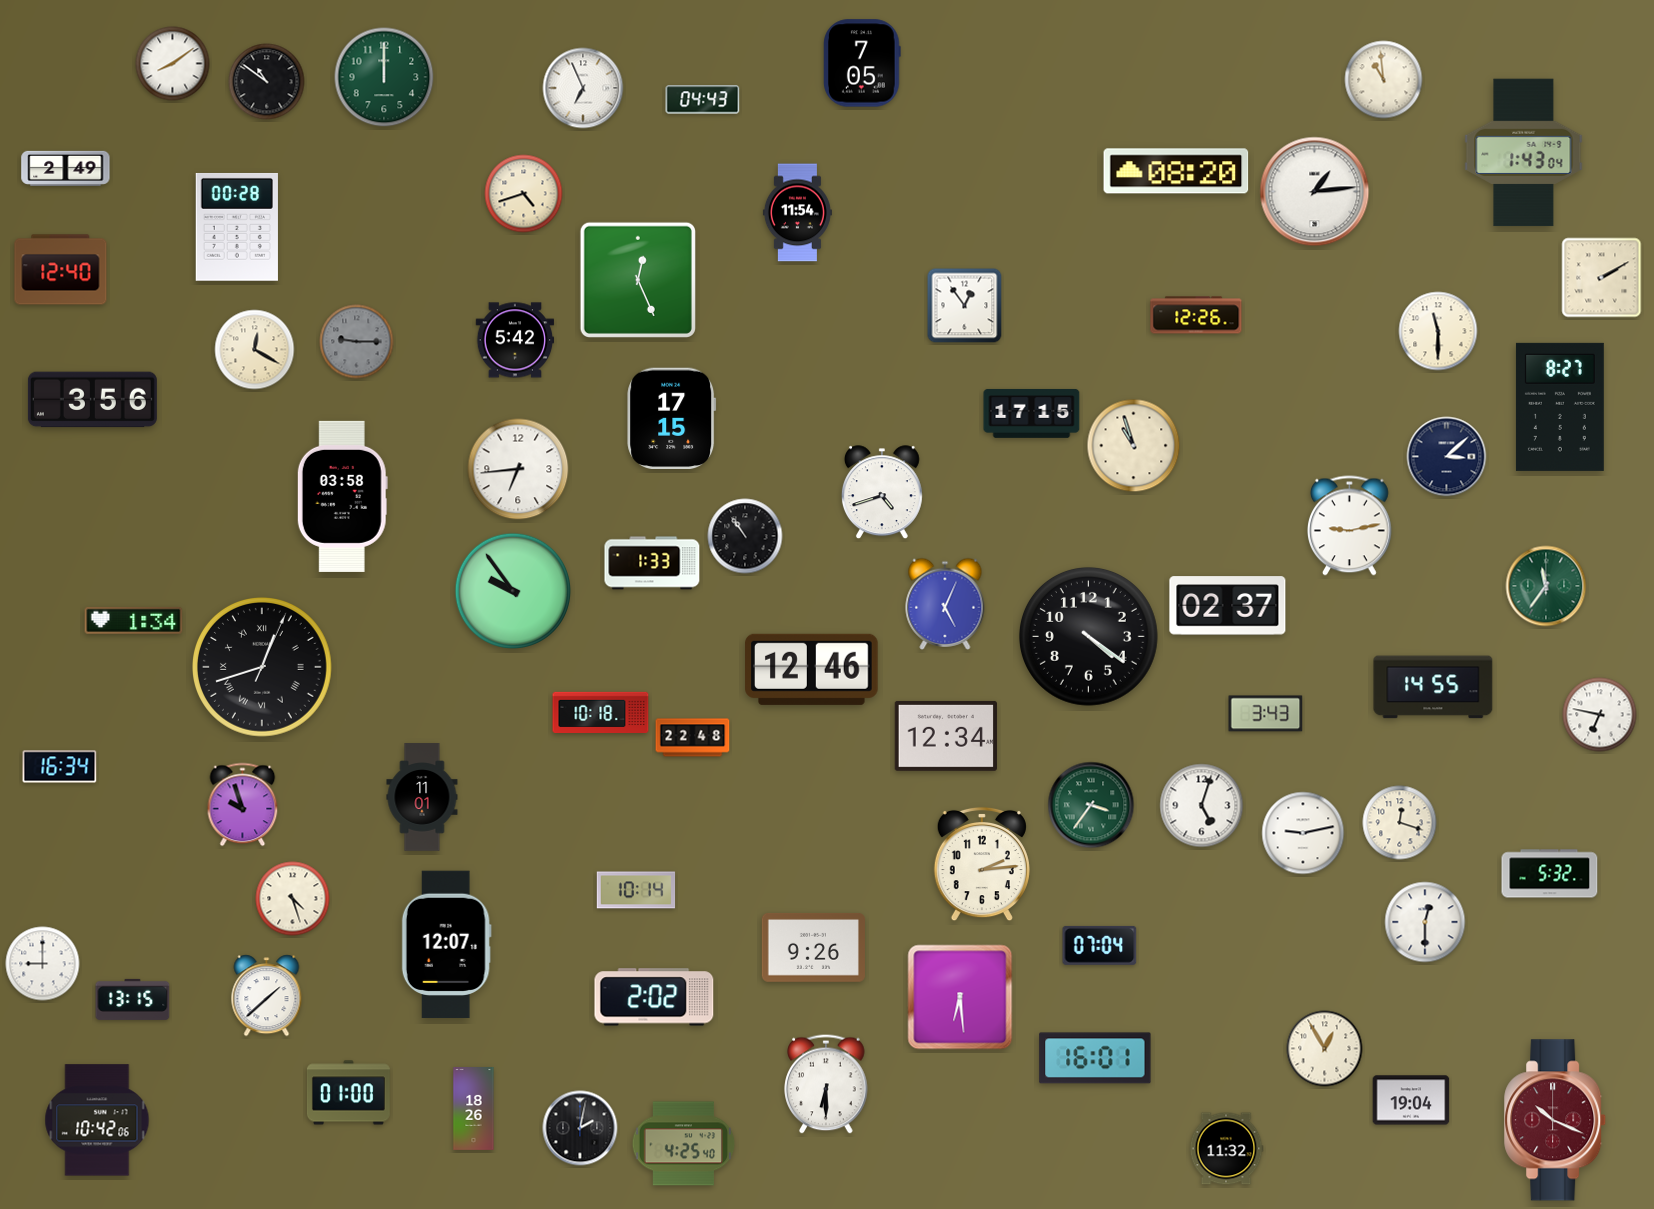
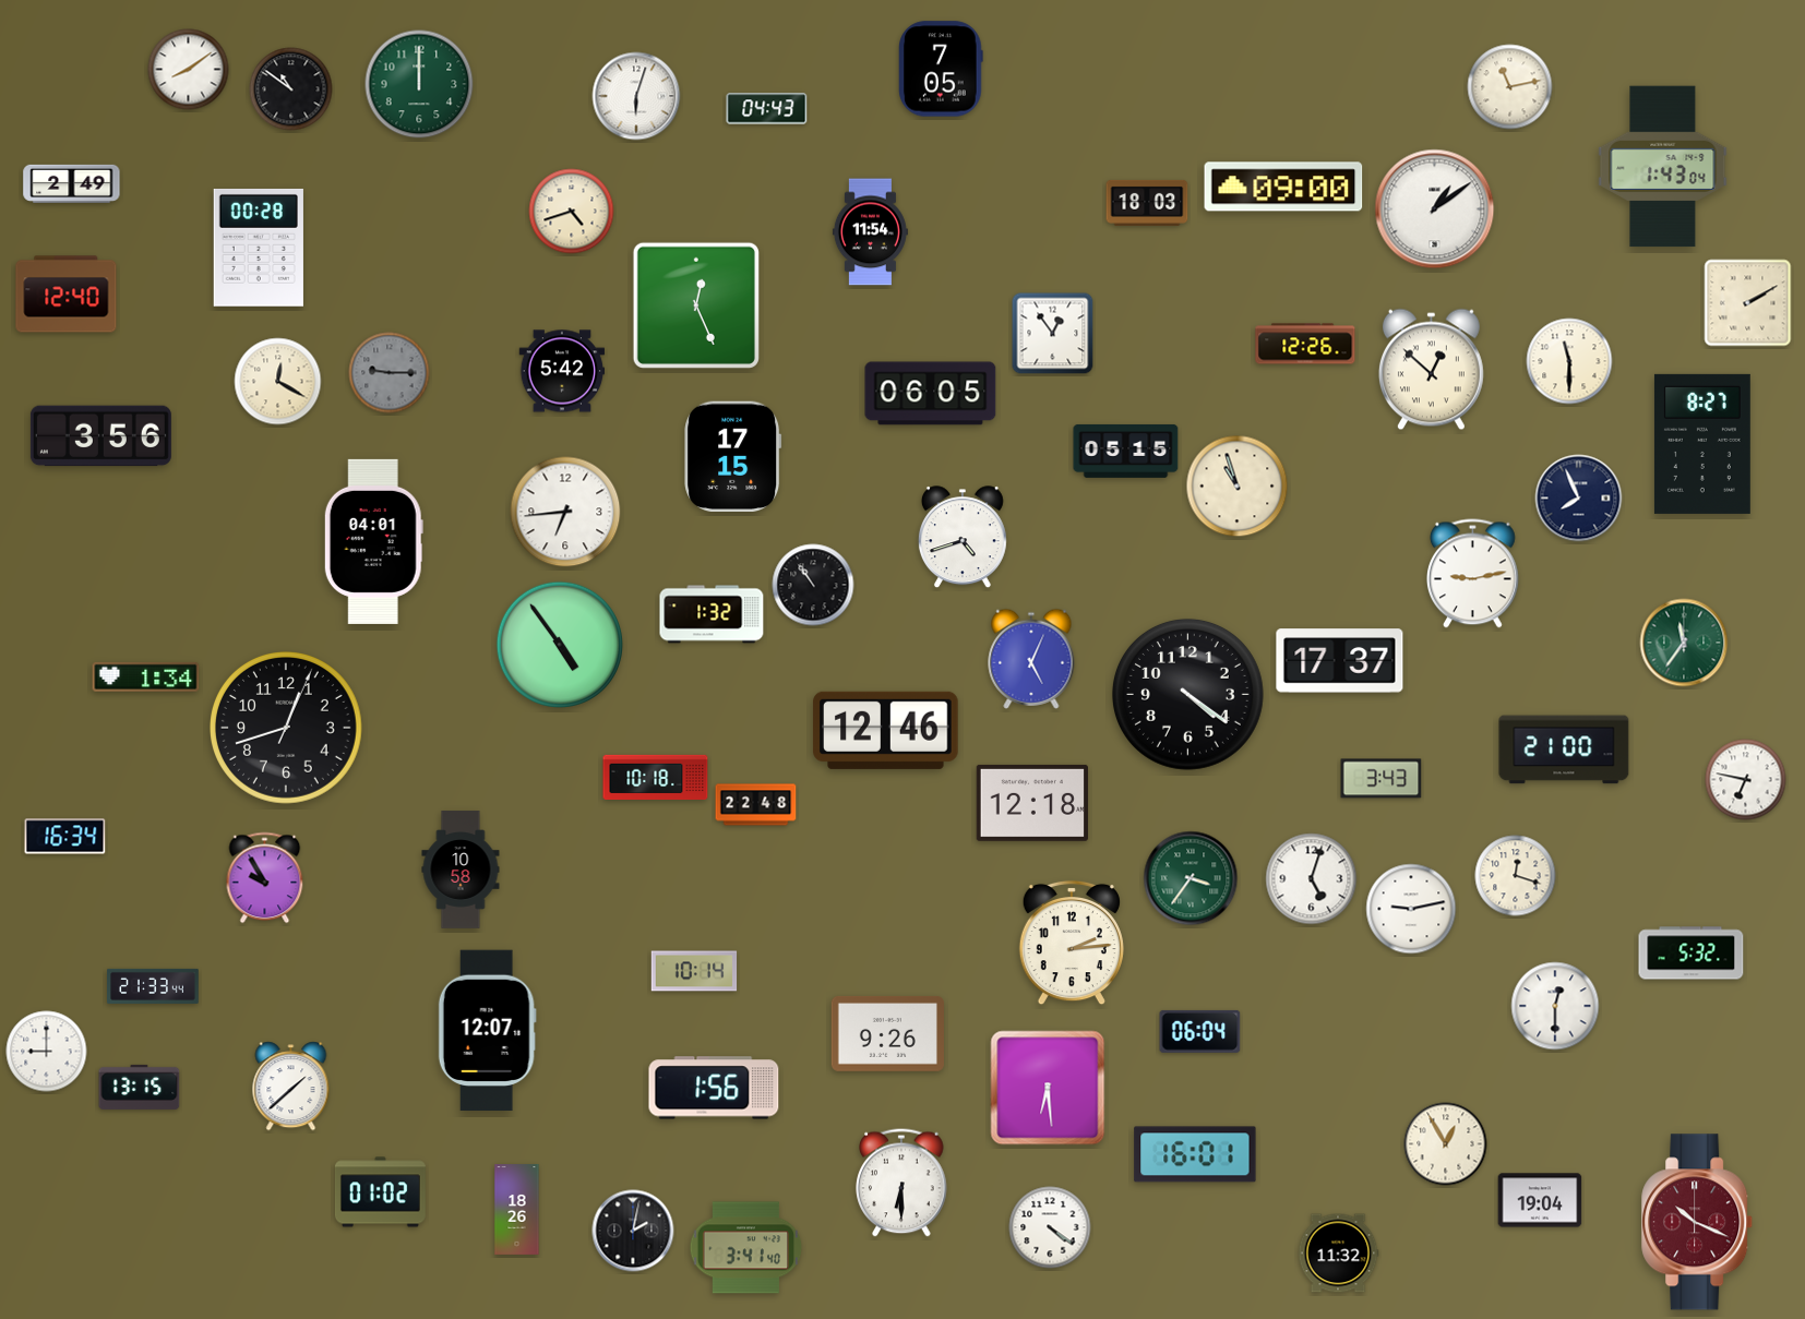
clock at (1384, 80): 10:59 -> 11:13
clock at (583, 88): 6:56 -> 6:03
clock at (1176, 171): 08:20 -> 09:00
clock at (1147, 203): none -> 18:03
clock at (1315, 192): 1:14 -> 1:09
clock at (1431, 370): none -> 12:52
clock at (931, 394): none -> 06:05
clock at (1032, 413): 17:15 -> 05:15
clock at (1447, 457): 3:08 -> 7:56
clock at (342, 496): 03:58 -> 04:01
clock at (652, 563): 1:33 -> 1:32
clock at (1546, 586) position: (1546, 586) -> (1684, 643)
clock at (513, 591): 9:54 -> 4:54
clock at (1228, 606): 02:37 -> 17:37
clock at (263, 668) numerals: Roman -> Arabic
clock at (1433, 687): 14:55 -> 21:00
clock at (946, 736): 12:34 -> 12:18
clock at (422, 797): 11:01 -> 10:58
clock at (243, 805): 9:57 -> 9:55
clock at (1400, 823) position: (1400, 823) -> (1516, 876)
clock at (1303, 833) position: (1303, 833) -> (1411, 909)
clock at (293, 899): 4:27 -> none
clock at (153, 986): none -> 21:33
clock at (1100, 945): 07:04 -> 06:04
clock at (654, 997): 2:02 -> 1:56
clock at (133, 999) position: (133, 999) -> (140, 1087)
clock at (348, 1093): 01:00 -> 01:02
clock at (97, 1120): 10:42 -> none
clock at (1050, 1227): none -> 4:21
clock at (684, 1144): 4:25 -> 3:41
